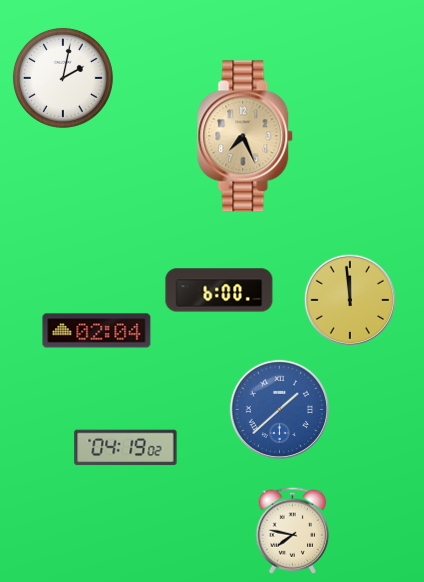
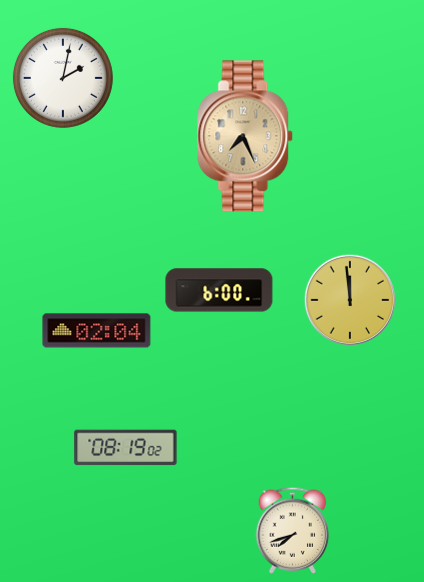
clock at (279, 409): 1:38 -> none
clock at (126, 448): 04:19 -> 08:19
clock at (293, 530): 7:47 -> 7:42
